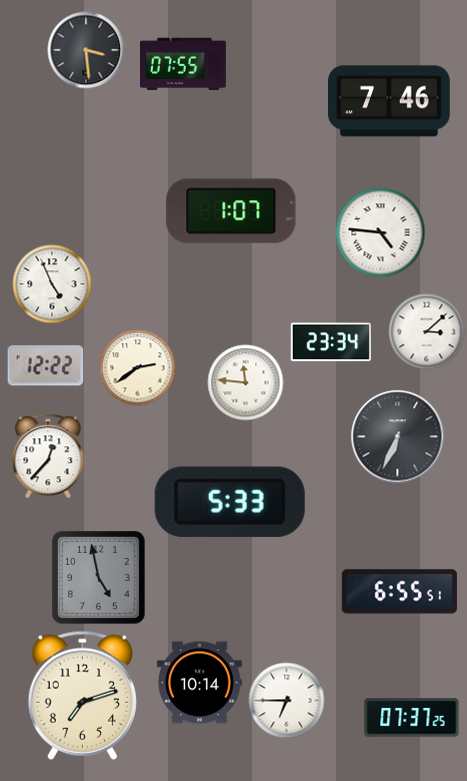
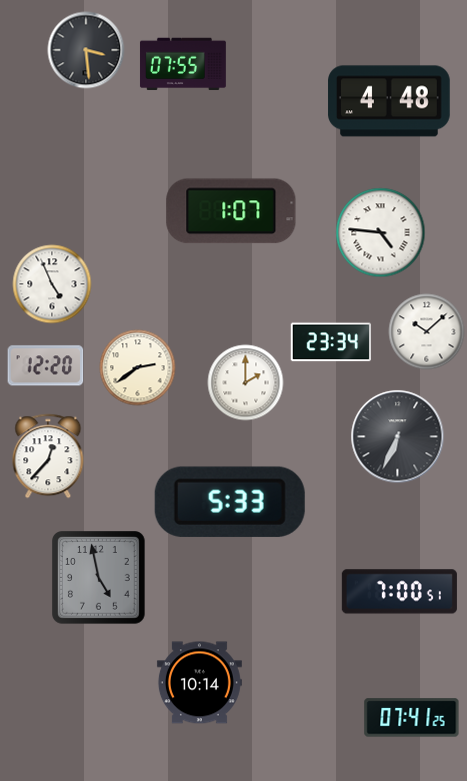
clock at (389, 101): 7:46 -> 4:48
clock at (427, 332): 3:08 -> 10:08
clock at (46, 366): 12:22 -> 12:20
clock at (246, 383): 11:46 -> 2:00
clock at (399, 592): 6:55 -> 7:00
clock at (82, 695): 7:12 -> none
clock at (287, 701): 6:45 -> none
clock at (412, 718): 07:37 -> 07:41
